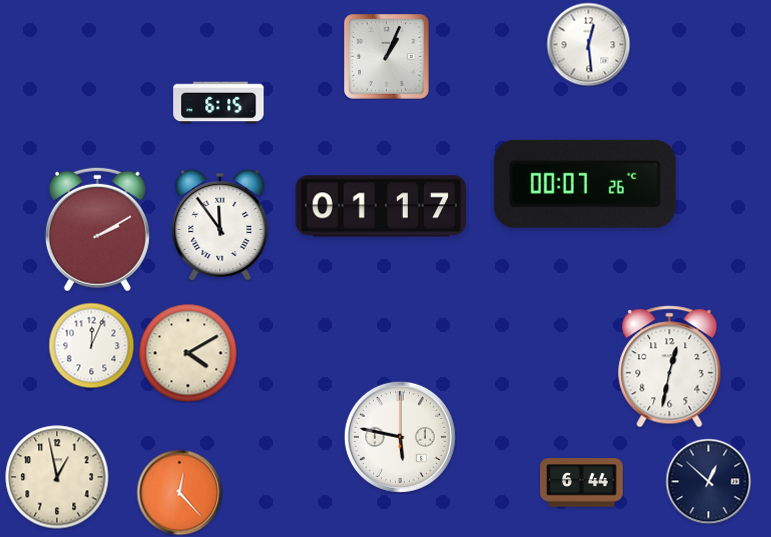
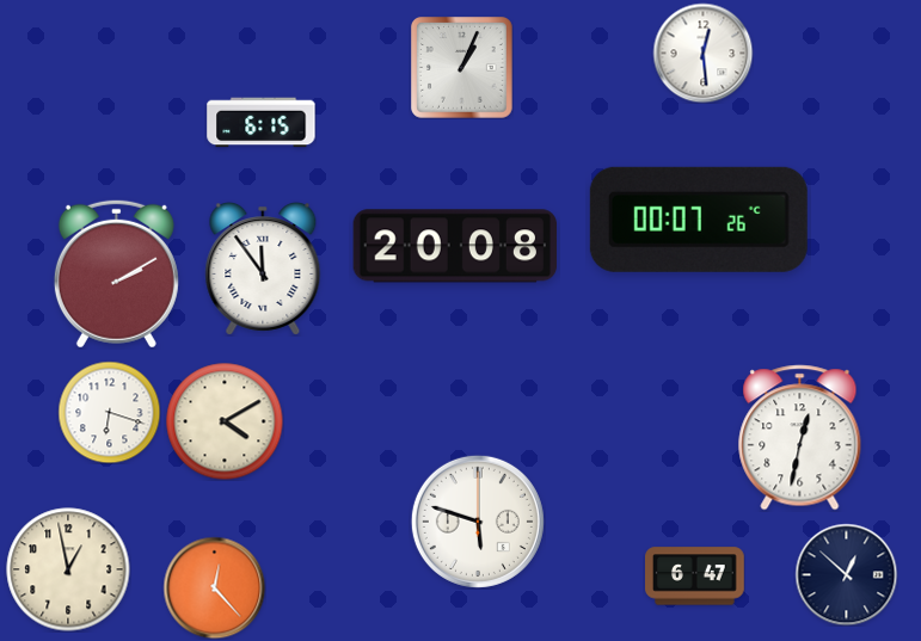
clock at (381, 206): 01:17 -> 20:08
clock at (91, 345): 12:04 -> 6:18
clock at (400, 437): 5:47 -> 5:48
clock at (582, 483): 6:44 -> 6:47
